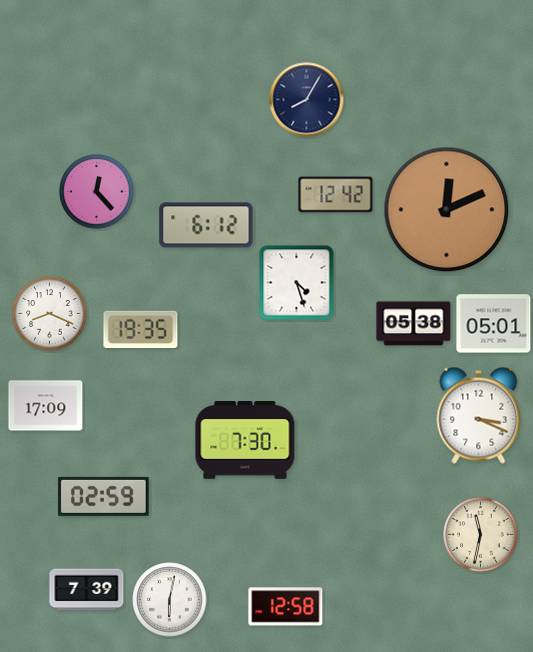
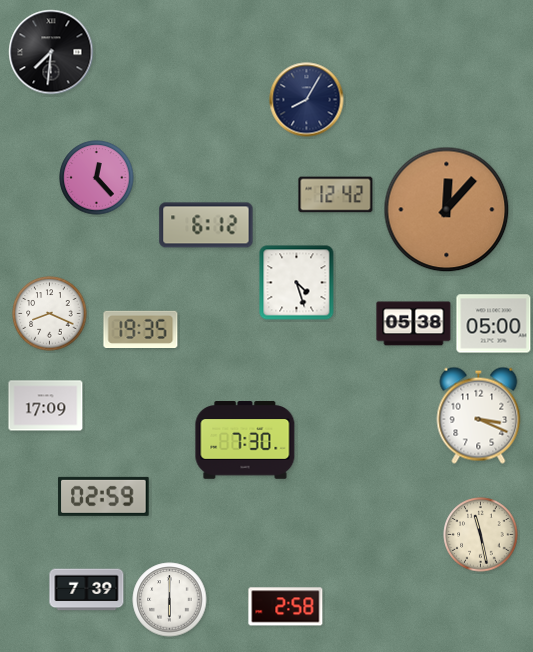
clock at (51, 52): none -> 7:31
clock at (97, 192) position: (97, 192) -> (97, 178)
clock at (447, 210): 12:11 -> 12:07
clock at (494, 324): 05:01 -> 05:00
clock at (481, 535): 11:32 -> 11:28
clock at (170, 600): 6:02 -> 6:00
clock at (286, 607): 12:58 -> 2:58
